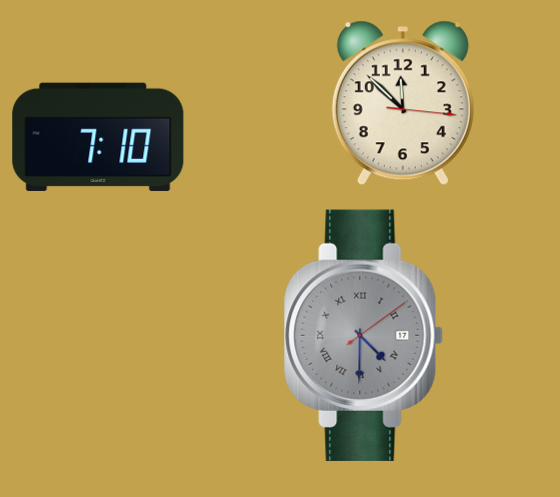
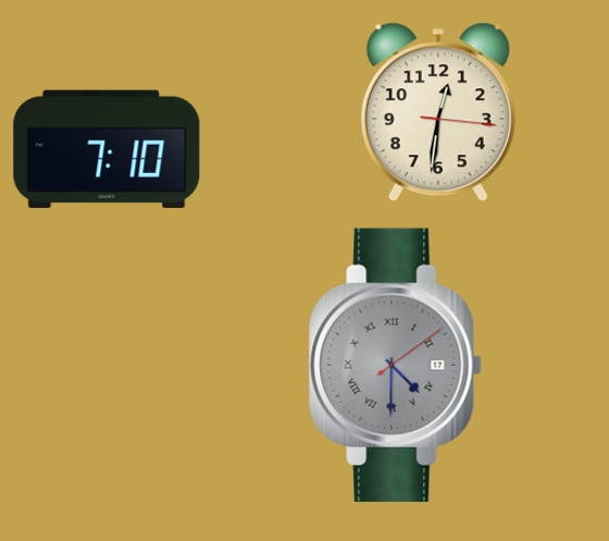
clock at (403, 103): 11:52 -> 12:31
